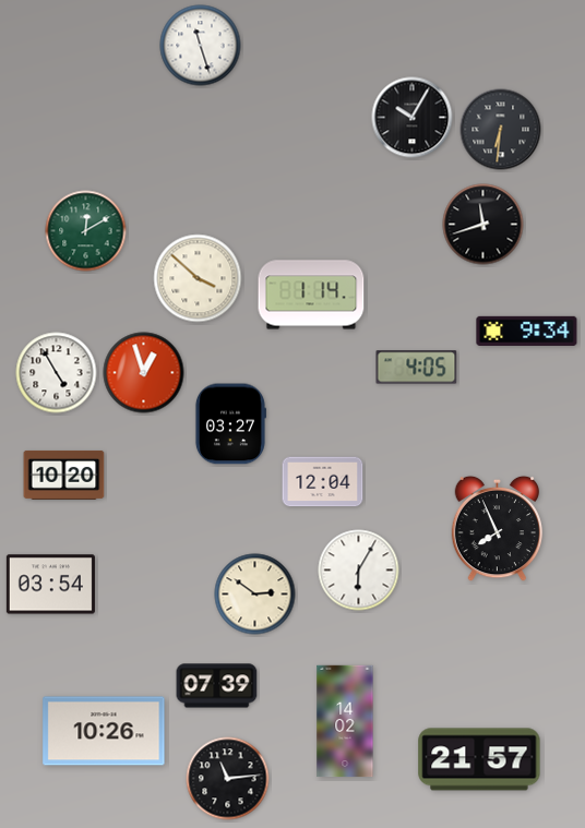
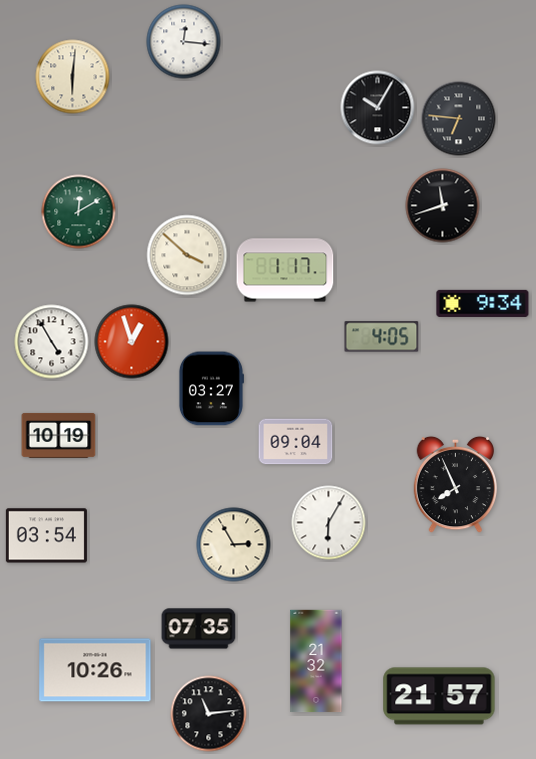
clock at (201, 46): 11:27 -> 12:16
clock at (73, 77): none -> 6:01
clock at (501, 130): 6:31 -> 6:46
clock at (198, 278) position: (198, 278) -> (187, 255)
clock at (311, 295): 1:14 -> 1:17
clock at (64, 475): 10:20 -> 10:19
clock at (323, 482): 12:04 -> 09:04
clock at (255, 595): 2:51 -> 2:55
clock at (217, 686): 07:39 -> 07:35
clock at (345, 721): 14:02 -> 21:32
